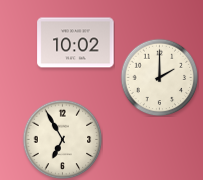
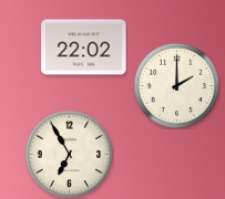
clock at (76, 43): 10:02 -> 22:02
